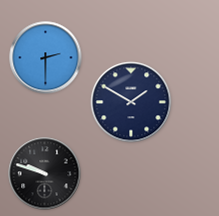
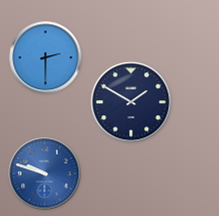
clock at (45, 174) dial: black -> blue
